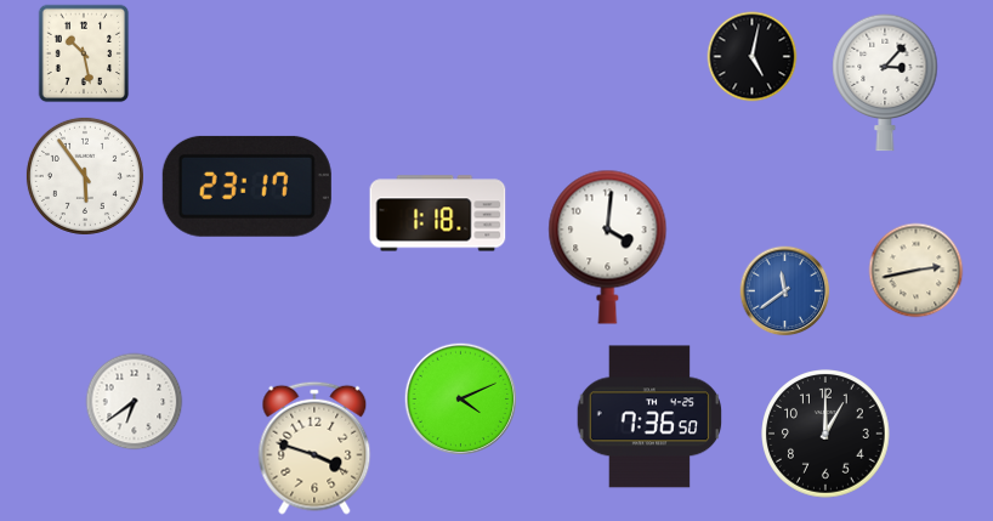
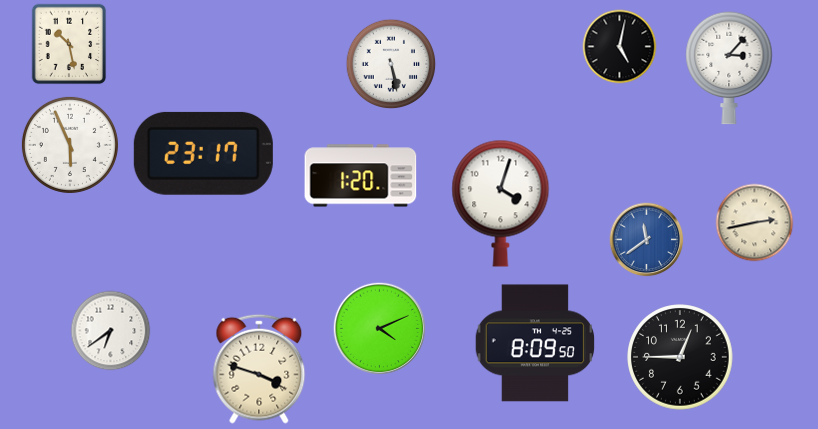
clock at (391, 64): none -> 5:28
clock at (85, 176): 5:54 -> 5:56
clock at (438, 214): 1:18 -> 1:20
clock at (608, 247): 4:01 -> 4:03
clock at (649, 417): 7:36 -> 8:09
clock at (825, 434): 1:00 -> 12:45
